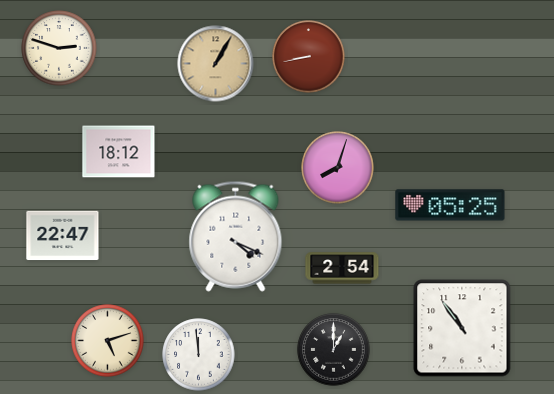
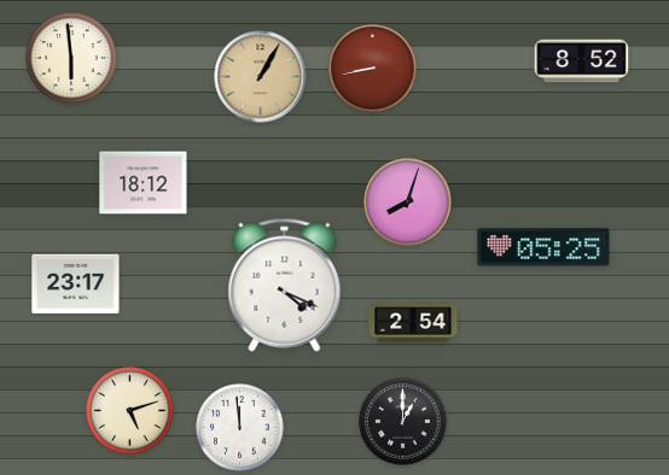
clock at (59, 48): 2:48 -> 5:59
clock at (582, 61): none -> 8:52
clock at (63, 236): 22:47 -> 23:17
clock at (462, 328): 10:54 -> none
